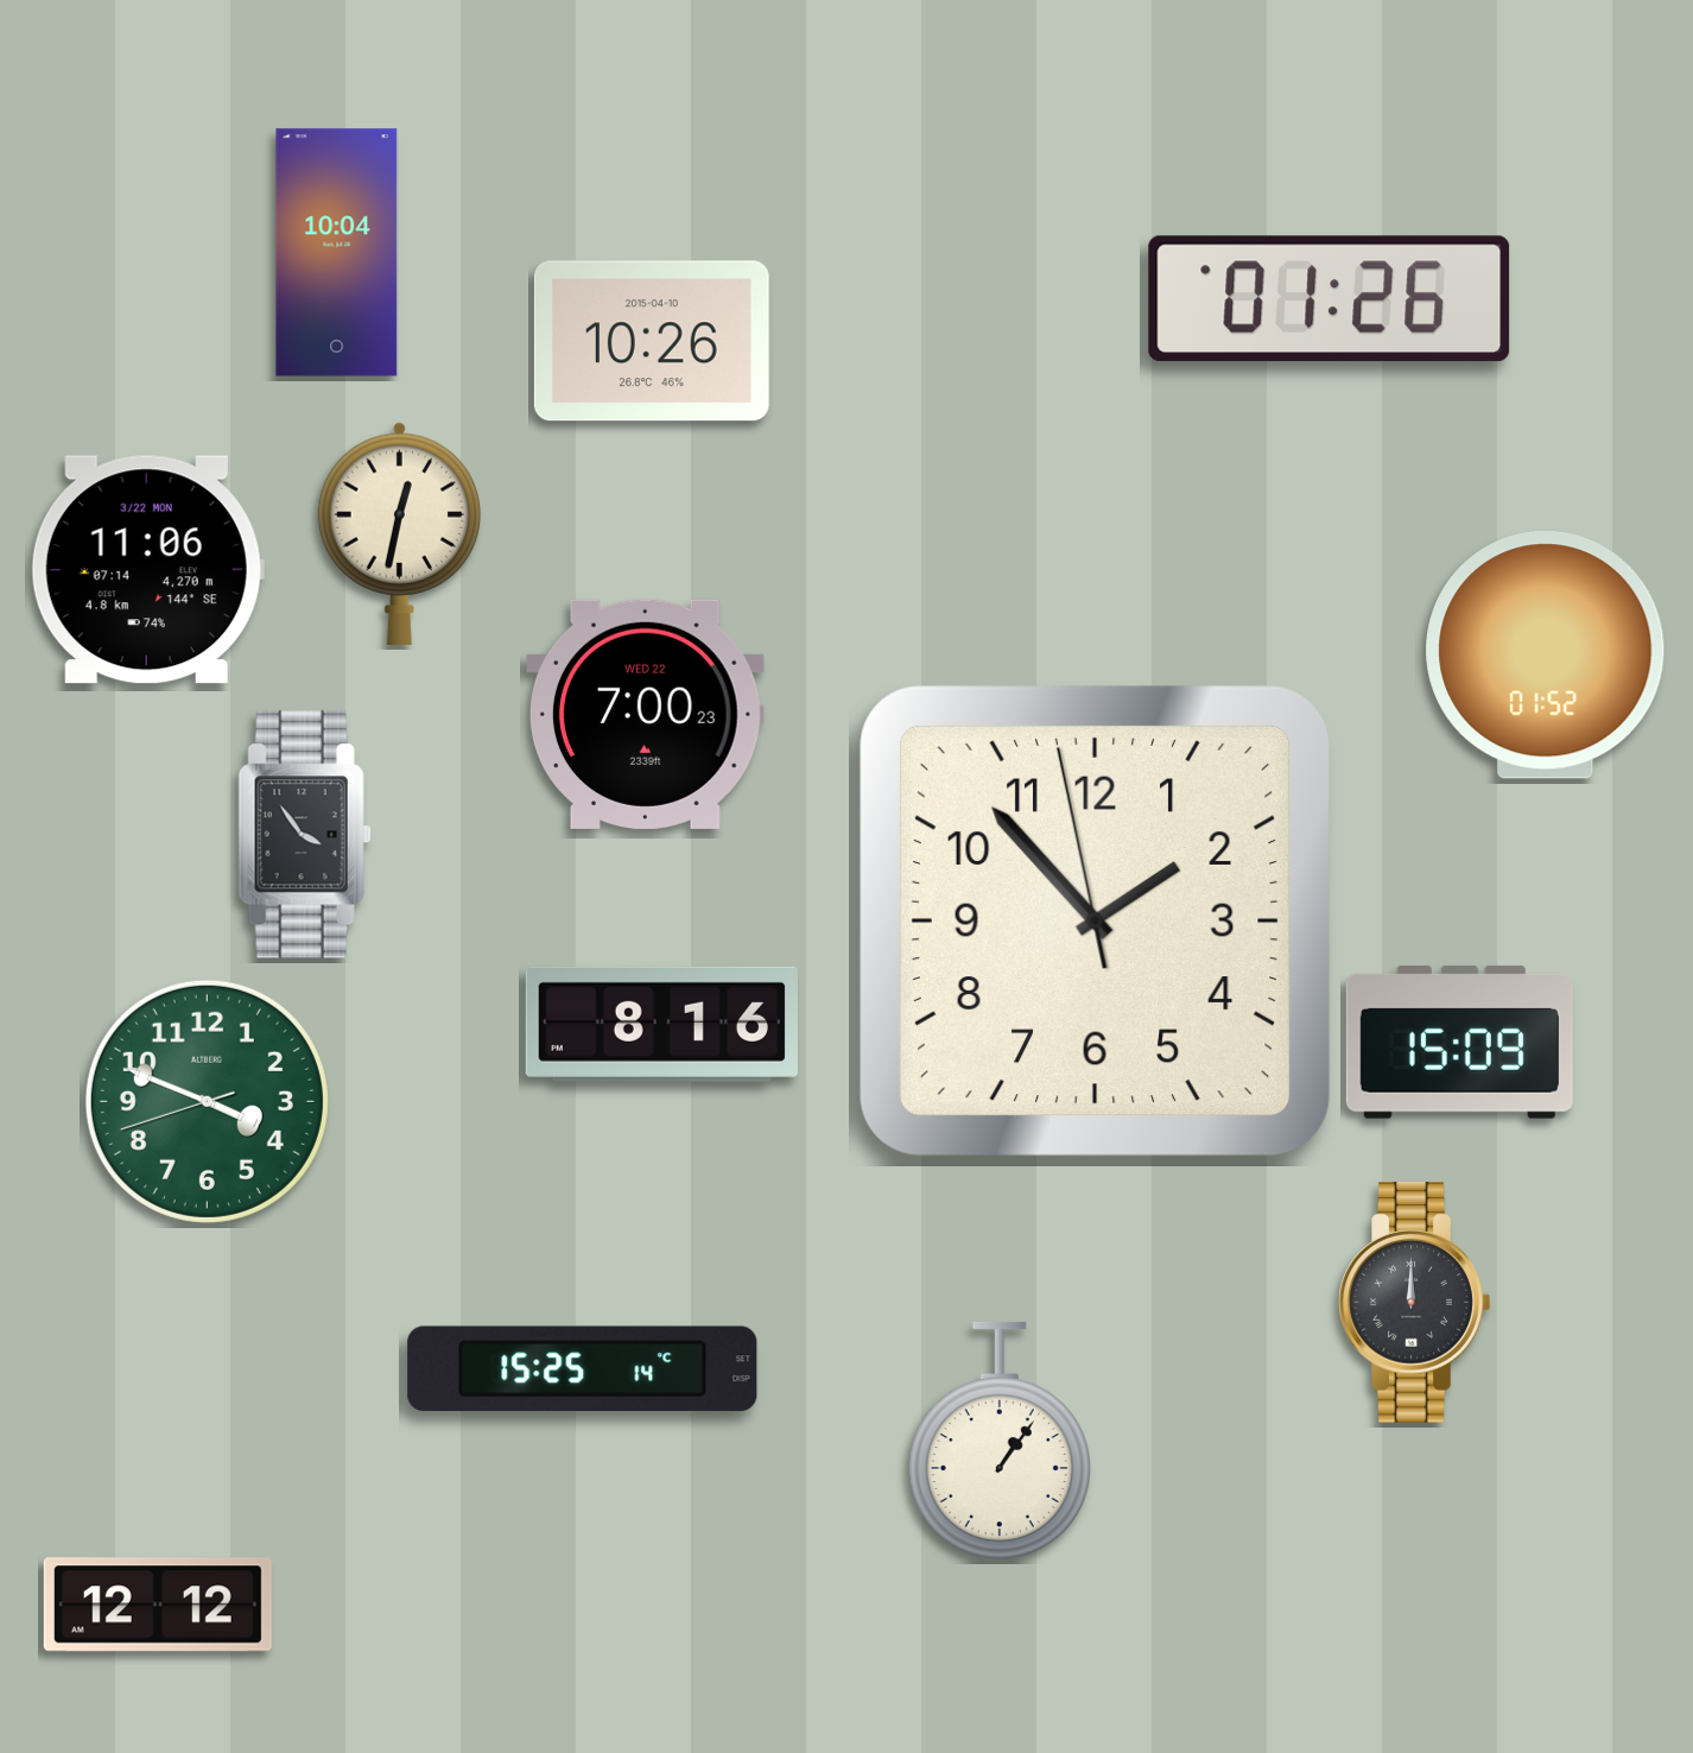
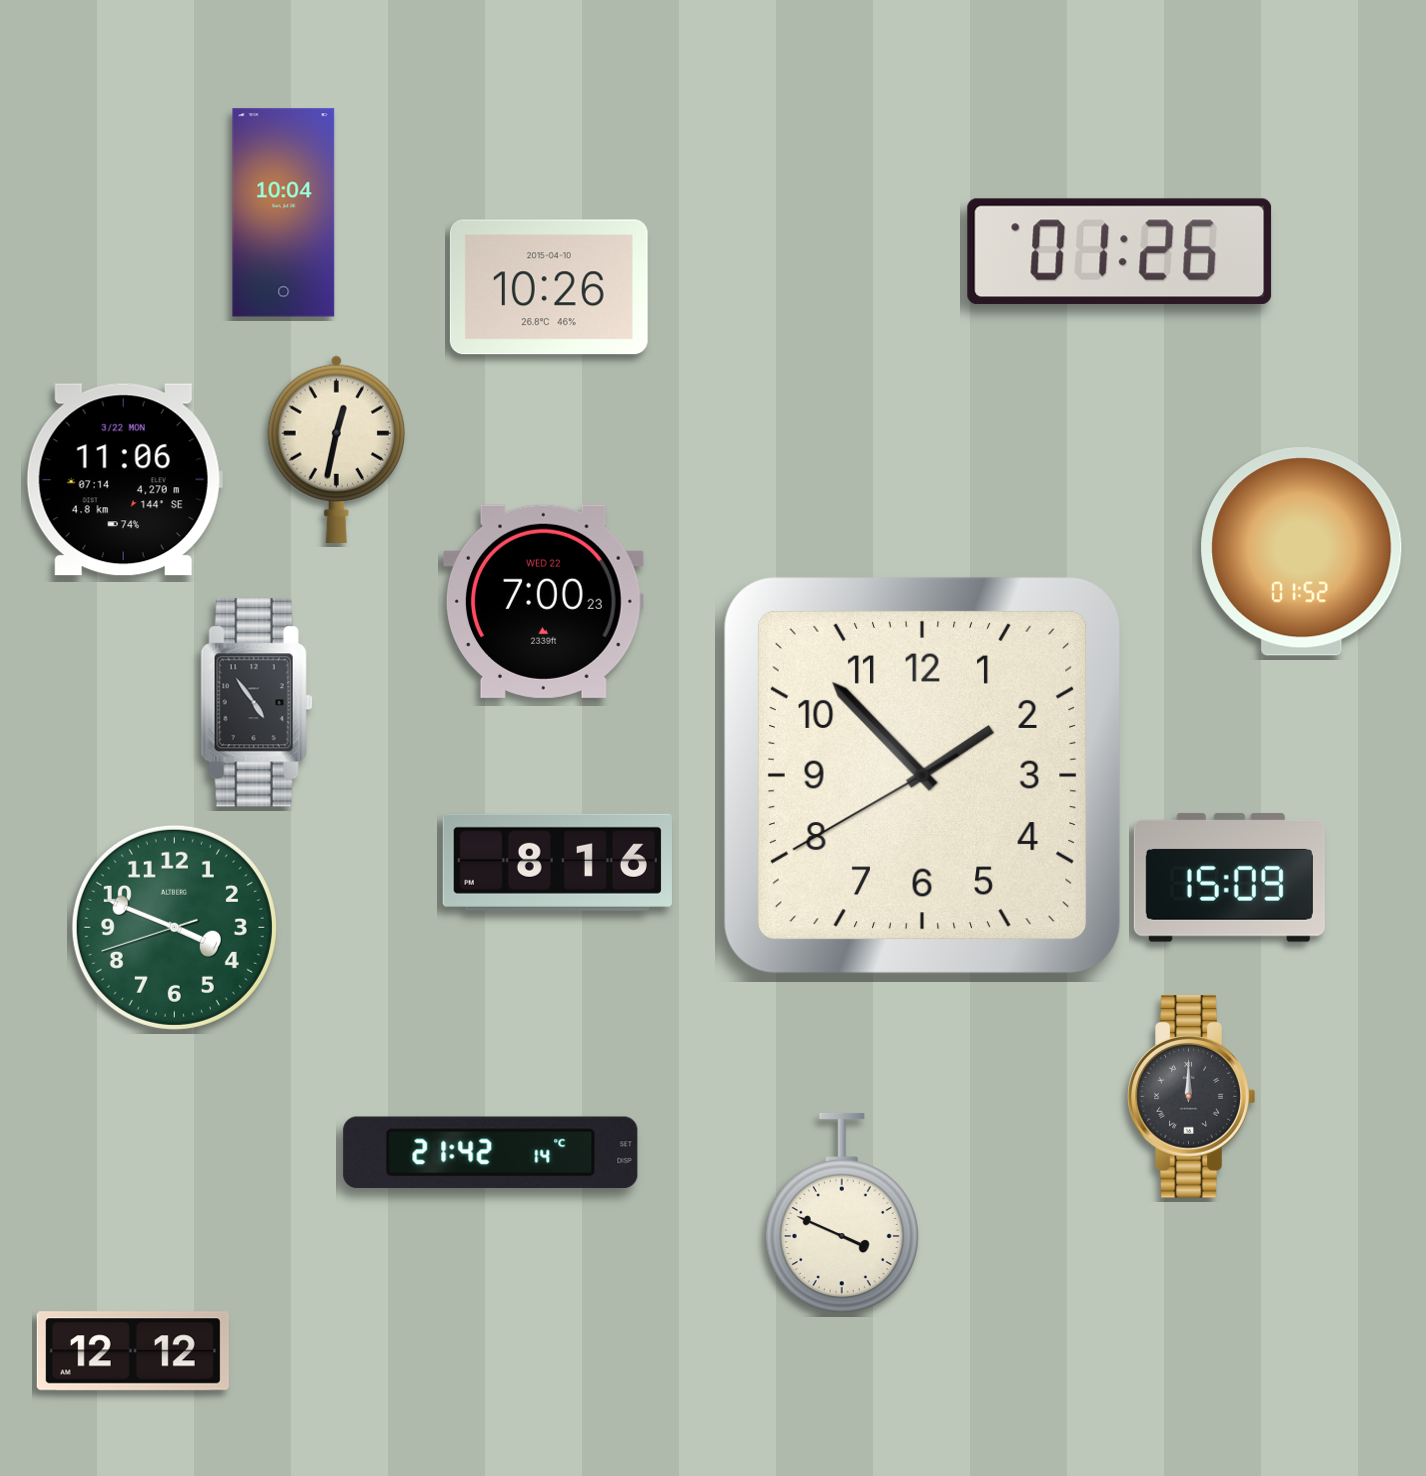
clock at (305, 835): 3:54 -> 4:54
clock at (1095, 920): 1:52:58 -> 1:52:40
clock at (583, 1368): 15:25 -> 21:42
clock at (1000, 1441): 1:06 -> 3:49
